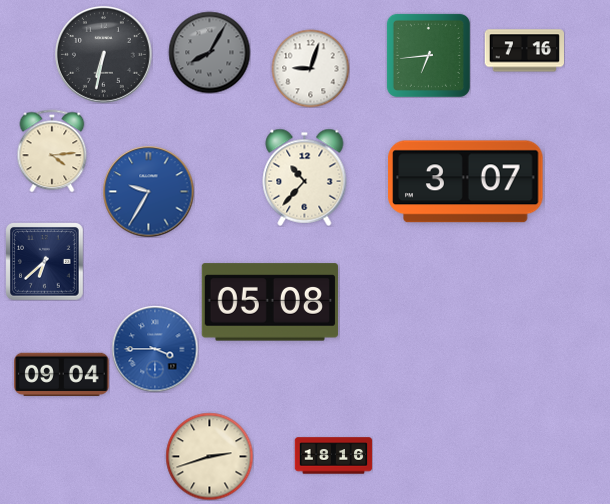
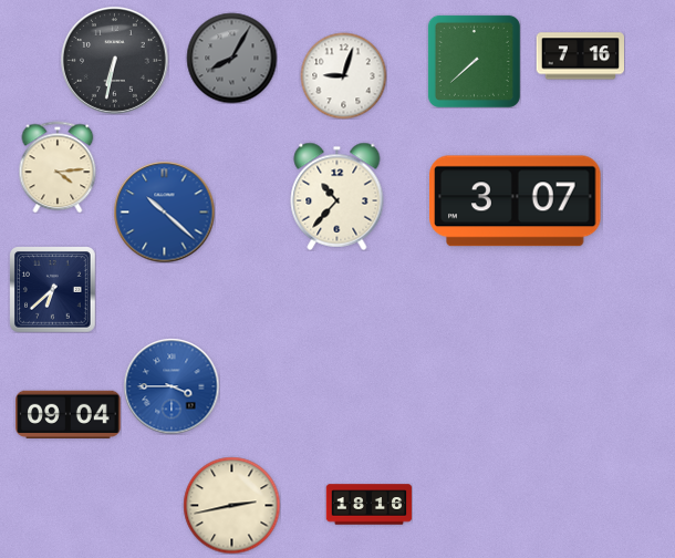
clock at (428, 55): 6:44 -> 7:38
clock at (148, 191): 9:35 -> 10:22
clock at (44, 261) position: (44, 261) -> (52, 289)
clock at (270, 302): 05:08 -> none
clock at (209, 456): 2:42 -> 2:43
